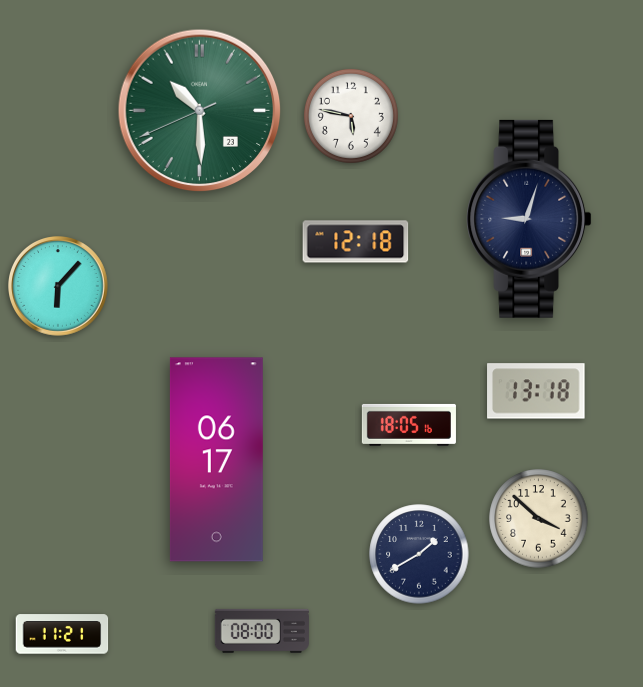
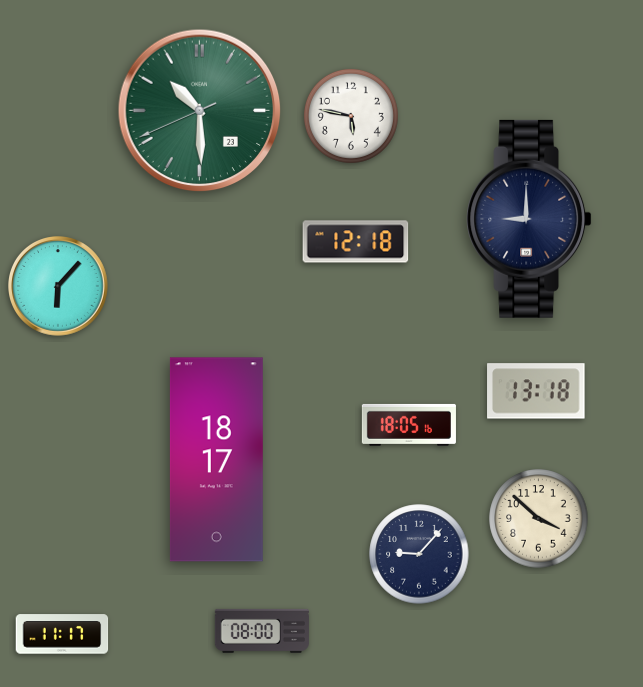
clock at (529, 219): 9:03 -> 9:00
clock at (216, 460): 06:17 -> 18:17
clock at (419, 554): 1:40 -> 9:07
clock at (62, 634): 11:21 -> 11:17
